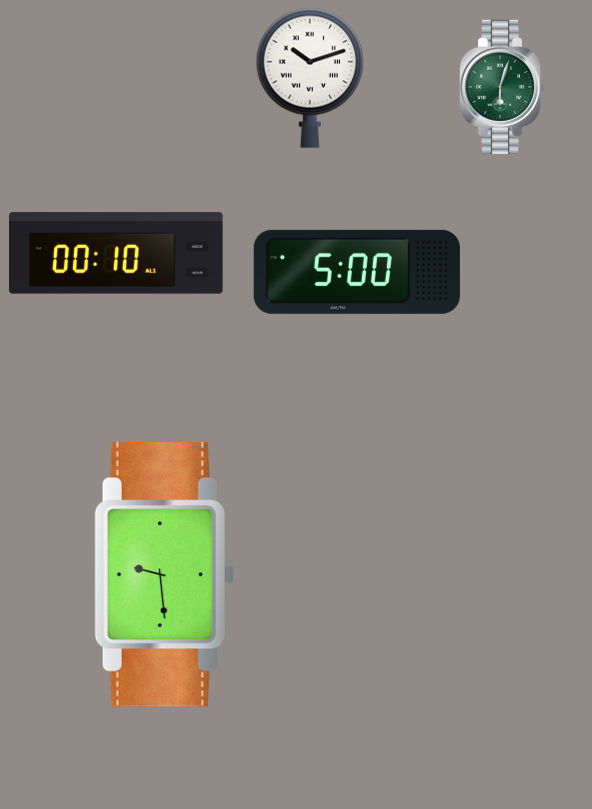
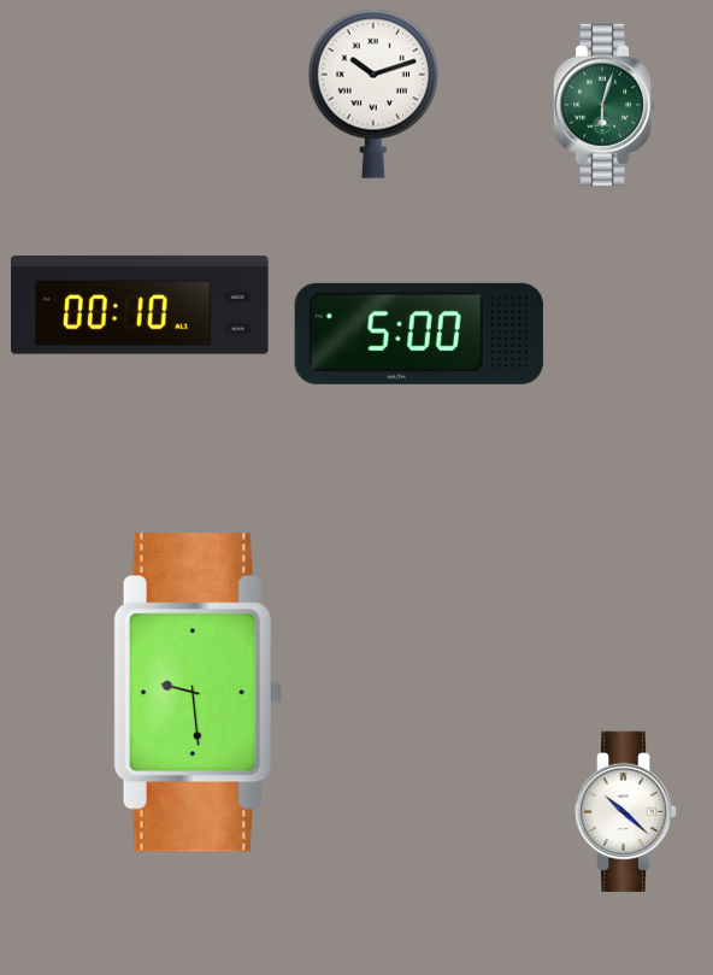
clock at (357, 272) position: (357, 272) -> (419, 334)
clock at (627, 811): none -> 10:22
